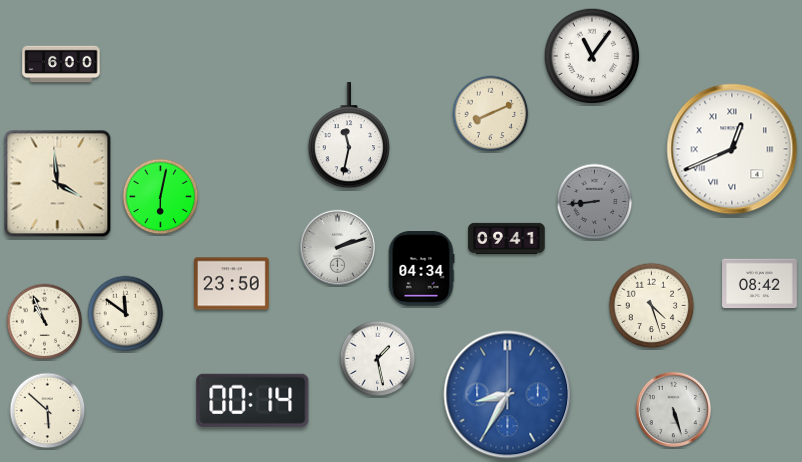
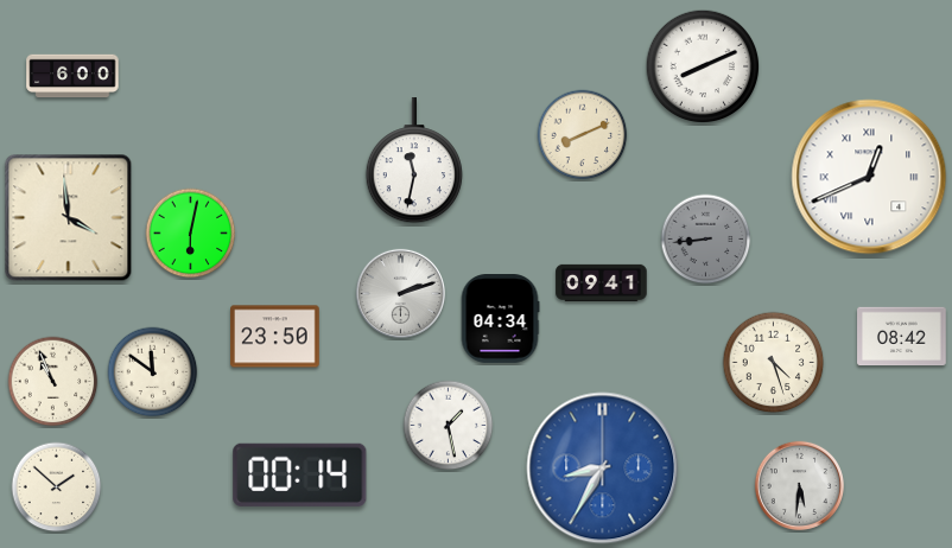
clock at (592, 56): 11:06 -> 8:11
clock at (126, 314) position: (126, 314) -> (153, 372)
clock at (673, 409): 5:27 -> 5:31
clock at (48, 411): 5:52 -> 1:52
